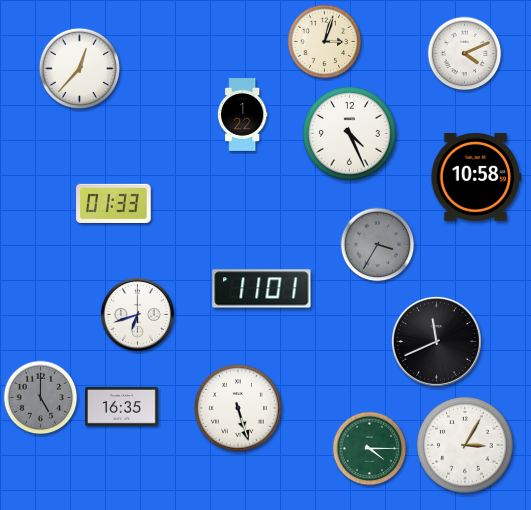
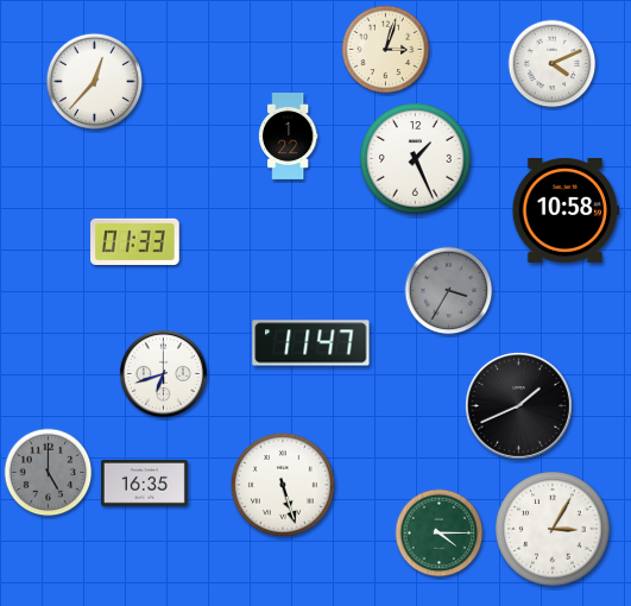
clock at (350, 134): 4:26 -> 1:26
clock at (262, 289): 11:01 -> 11:47
clock at (436, 341): 11:41 -> 1:41
